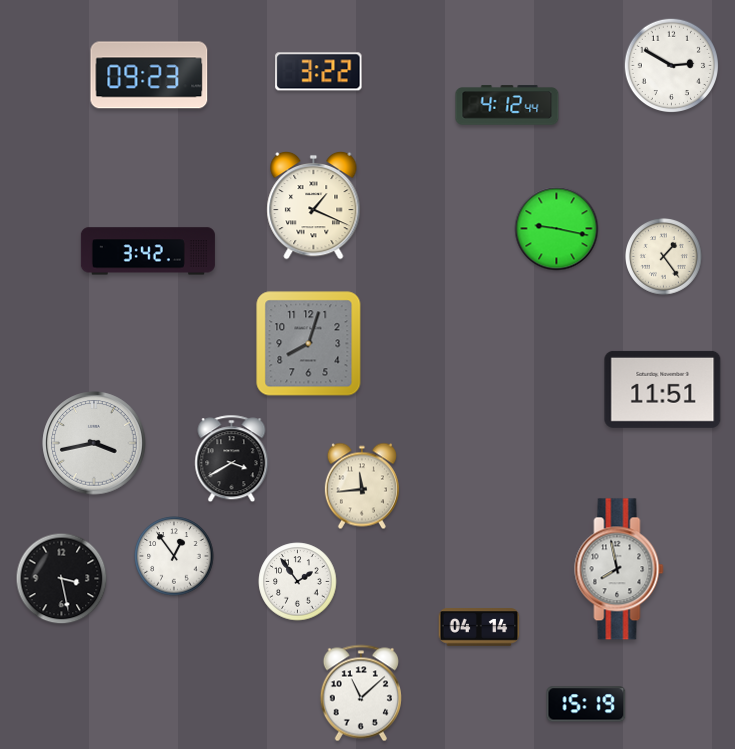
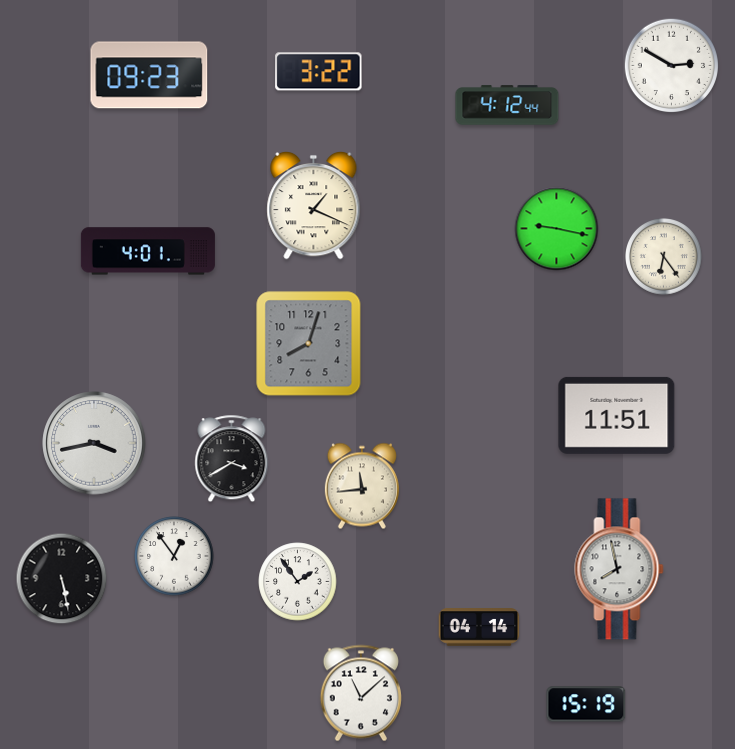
clock at (148, 251): 3:42 -> 4:01
clock at (664, 257): 1:24 -> 6:24
clock at (663, 389) position: (663, 389) -> (617, 415)
clock at (62, 579): 3:28 -> 5:28
